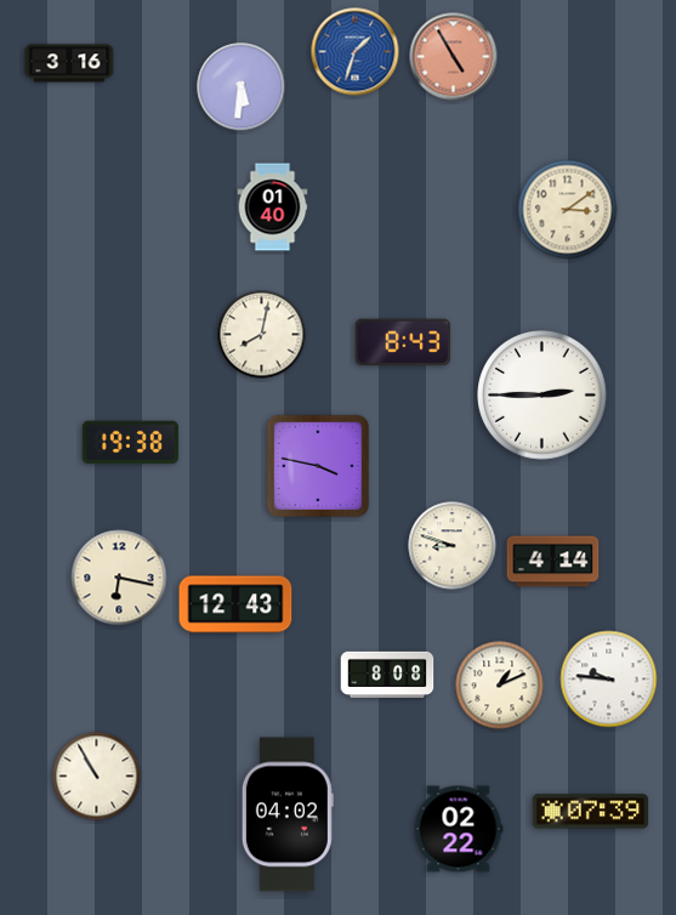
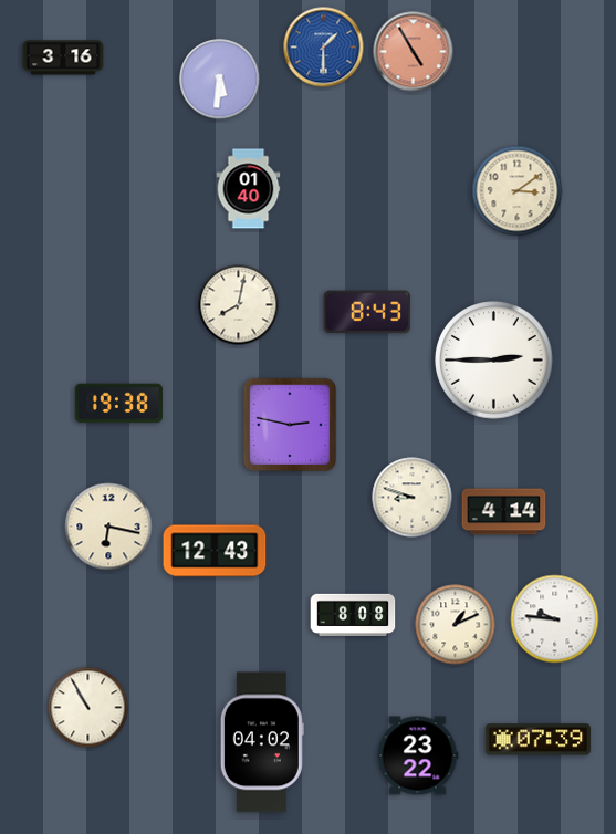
clock at (356, 52): 1:33 -> 1:30
clock at (318, 466): 3:47 -> 2:47
clock at (459, 829): 02:22 -> 23:22
